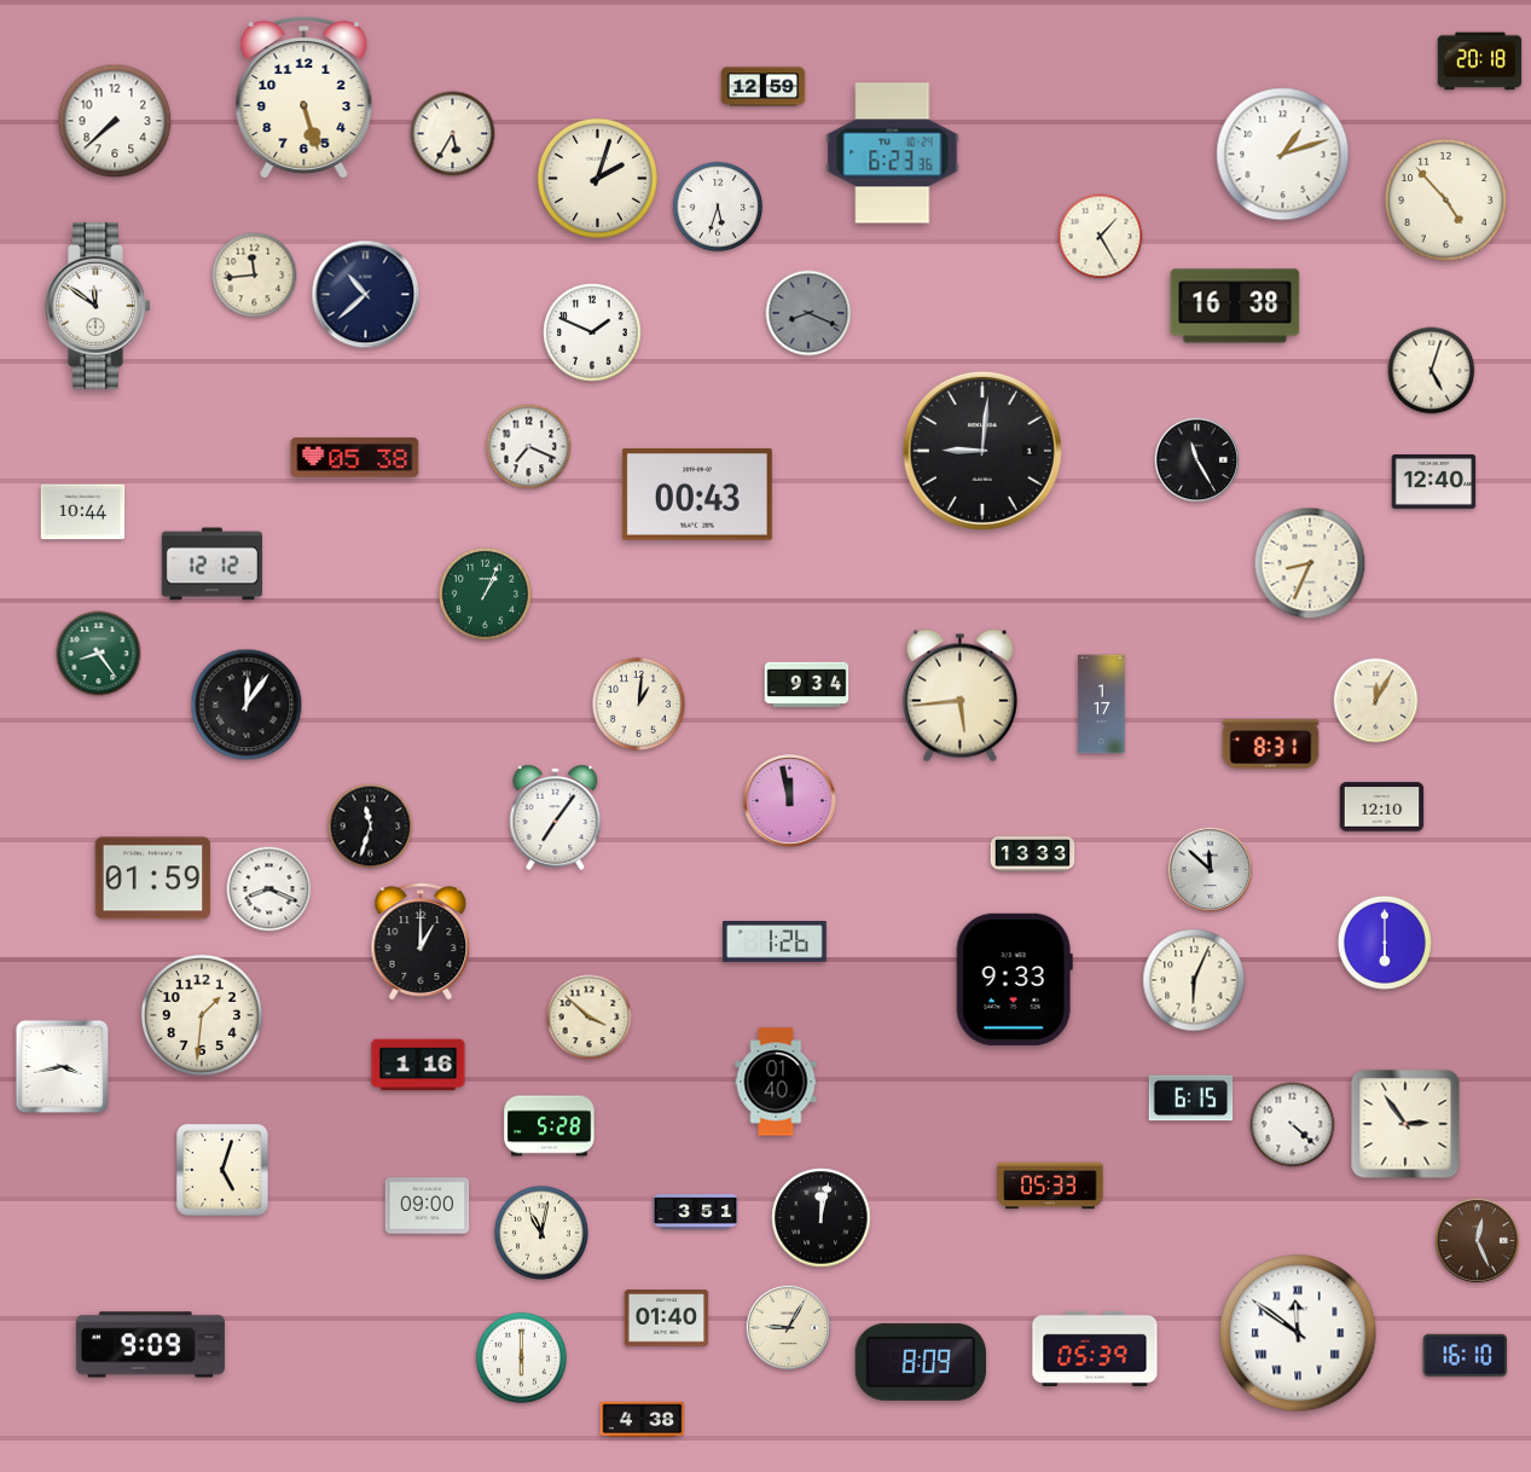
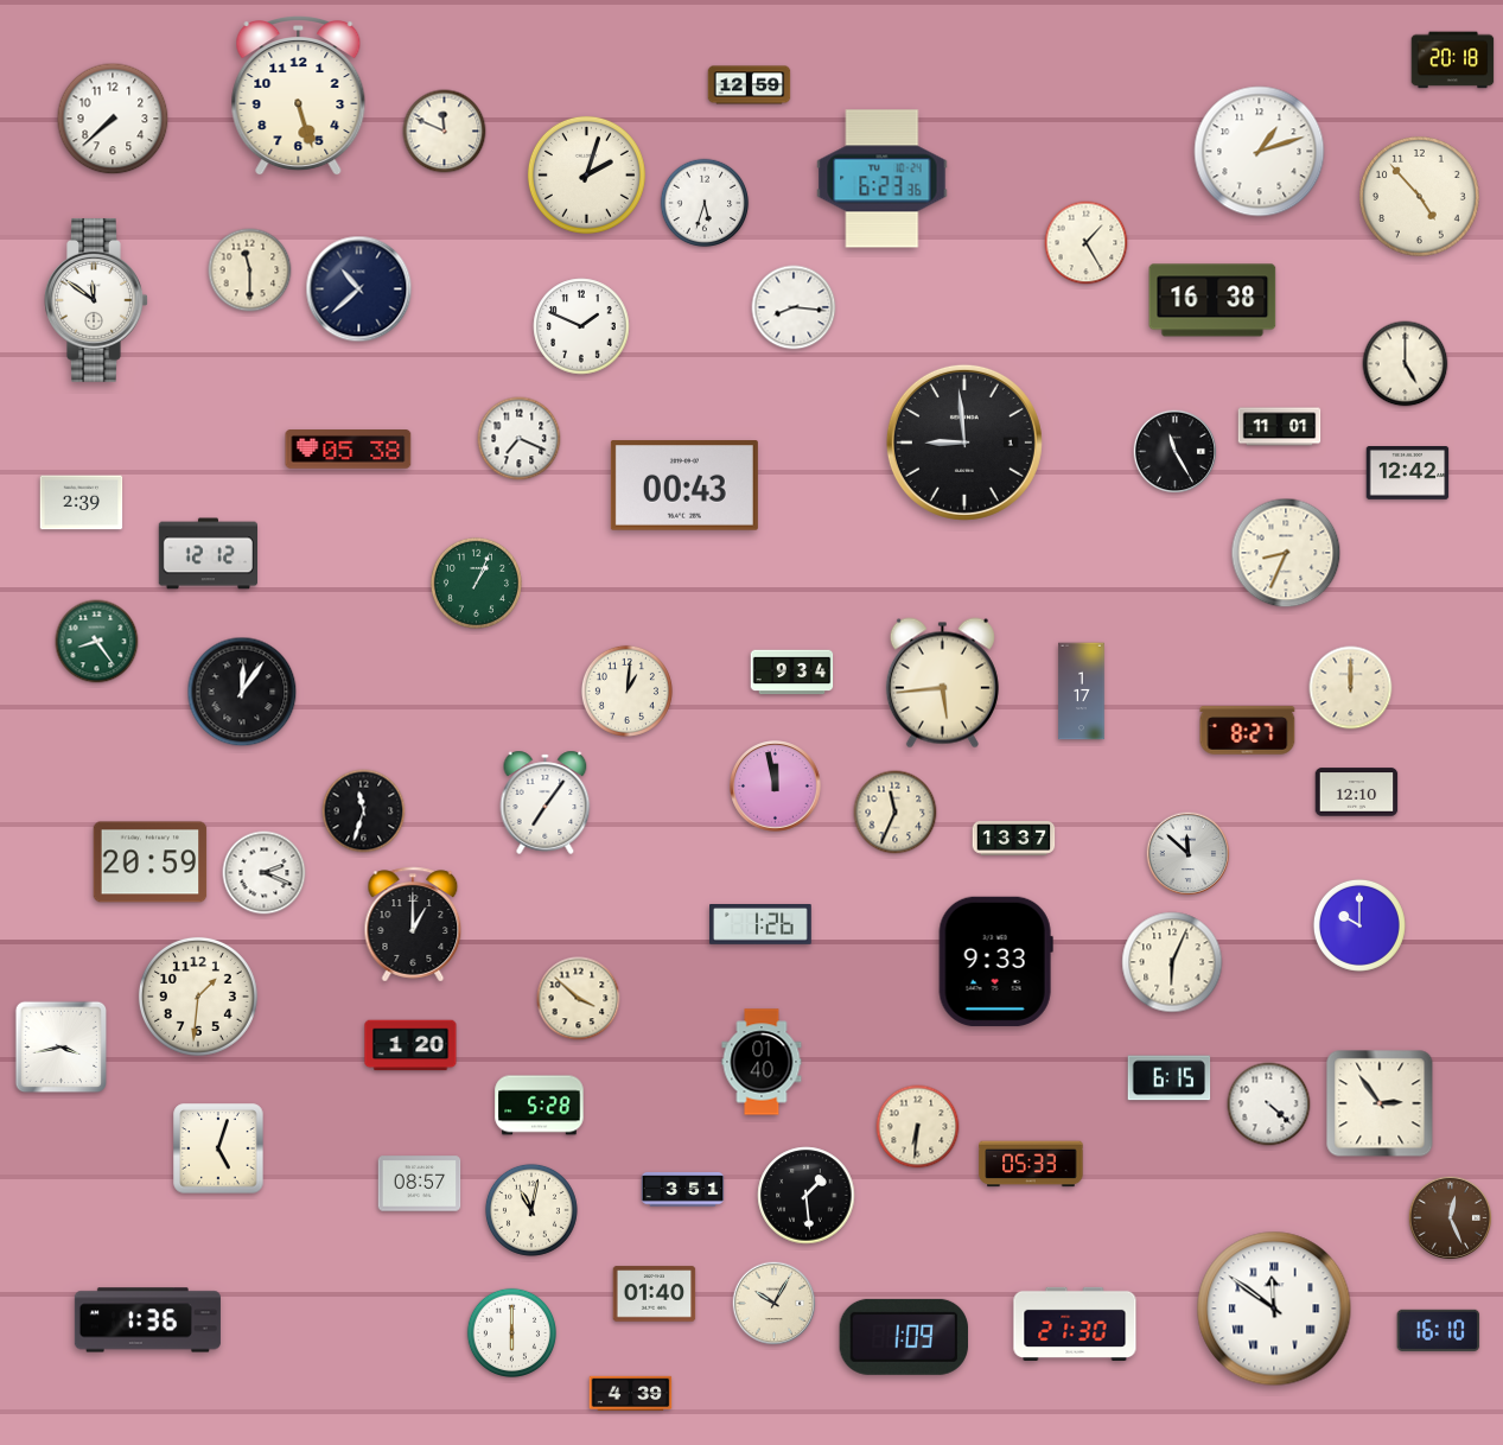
clock at (453, 134): 5:35 -> 11:49
clock at (893, 153) position: (893, 153) -> (883, 179)
clock at (1101, 237) position: (1101, 237) -> (1087, 243)
clock at (255, 276): 11:44 -> 11:30
clock at (808, 313): 8:19 -> 8:16
clock at (808, 313) dial: grey -> white
clock at (1432, 371): 5:03 -> 5:00
clock at (1280, 427): none -> 11:01
clock at (982, 451): 9:01 -> 8:59
clock at (1434, 482): 12:40 -> 12:42
clock at (83, 512): 10:44 -> 2:39
clock at (1376, 701): 12:05 -> 12:00
clock at (1271, 744): 8:31 -> 8:27
clock at (896, 813): none -> 11:34
clock at (1033, 854): 13:33 -> 13:37
clock at (153, 879): 01:59 -> 20:59
clock at (269, 889): 8:19 -> 2:19
clock at (1385, 943): 6:00 -> 10:00
clock at (418, 1065): 1:16 -> 1:20
clock at (918, 1127): none -> 6:31
clock at (428, 1206): 09:00 -> 08:57
clock at (822, 1218): 12:02 -> 1:29
clock at (789, 1328): 9:05 -> 10:05
clock at (150, 1345): 9:09 -> 1:36
clock at (1095, 1349): 05:39 -> 21:30
clock at (921, 1362): 8:09 -> 1:09
clock at (643, 1419): 4:38 -> 4:39
